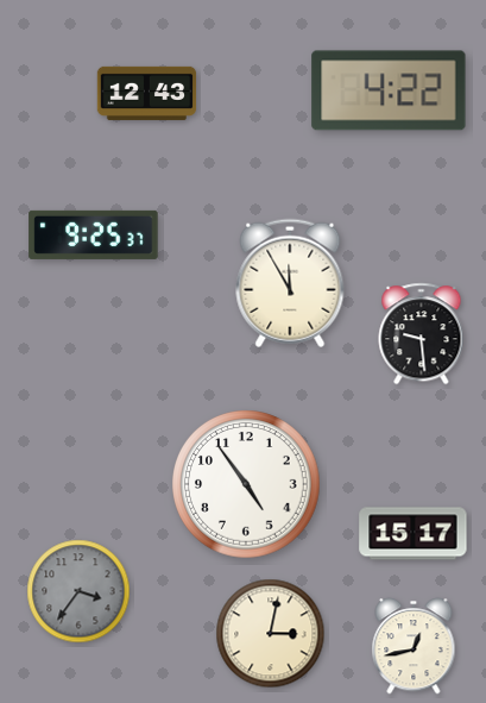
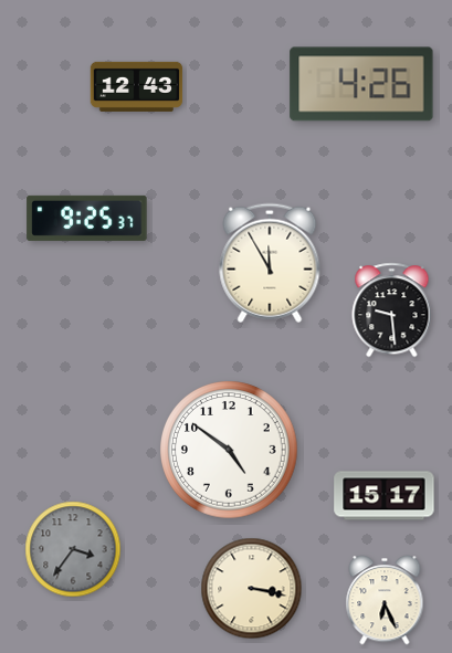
clock at (389, 90): 4:22 -> 4:26
clock at (246, 484): 4:54 -> 4:51
clock at (271, 634): 3:02 -> 3:17
clock at (414, 646): 12:43 -> 6:26
